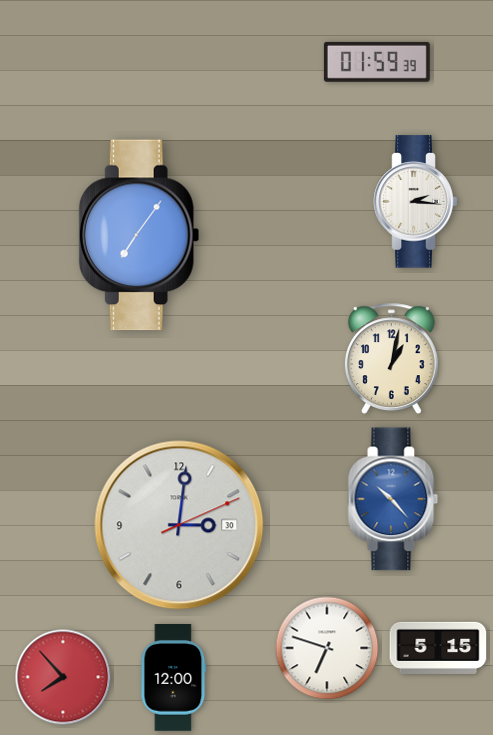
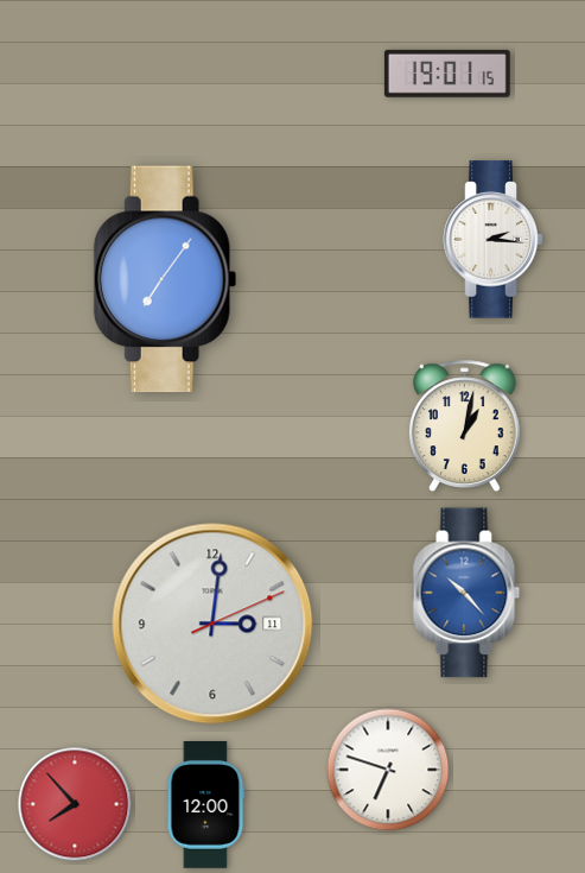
clock at (377, 62): 01:59 -> 19:01
clock at (179, 525) date: 30 -> 11
clock at (438, 648): 5:15 -> none
